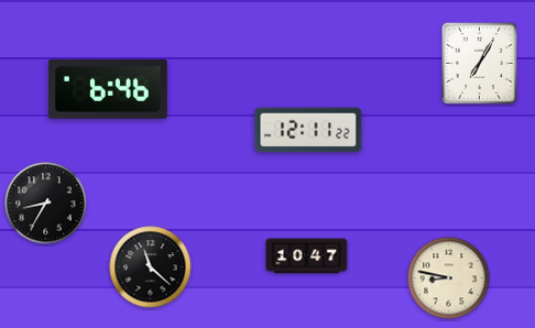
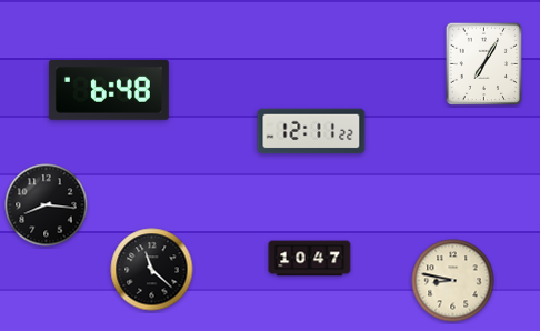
clock at (108, 89): 6:46 -> 6:48
clock at (46, 204): 8:35 -> 8:16
